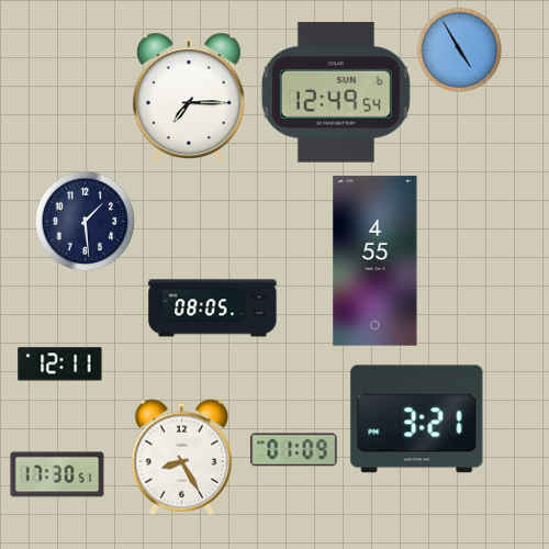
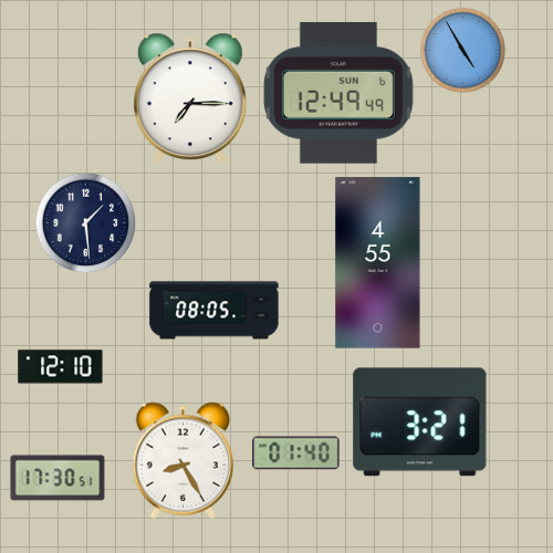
clock at (336, 92): 12:49:54 -> 12:49:49
clock at (60, 365): 12:11 -> 12:10
clock at (294, 450): 01:09 -> 01:40
